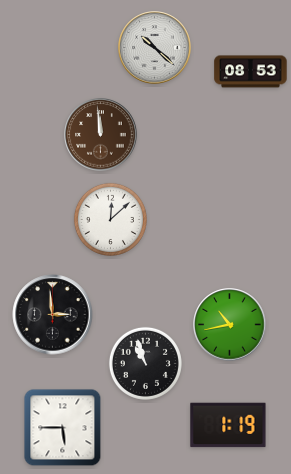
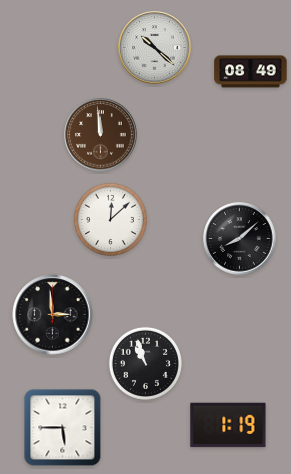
clock at (251, 72): 08:53 -> 08:49
clock at (240, 239): none -> 8:08
clock at (230, 325): 10:43 -> none
